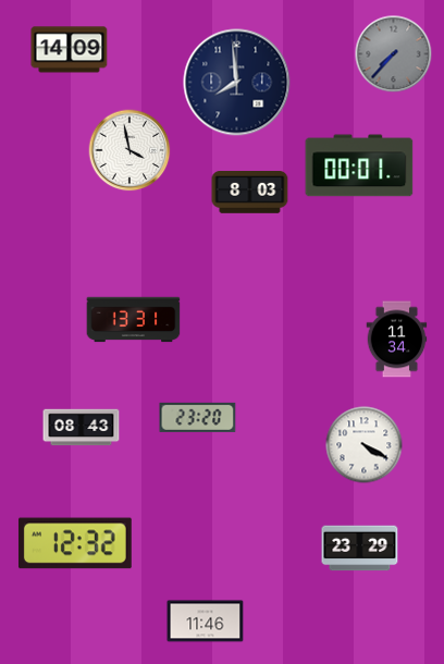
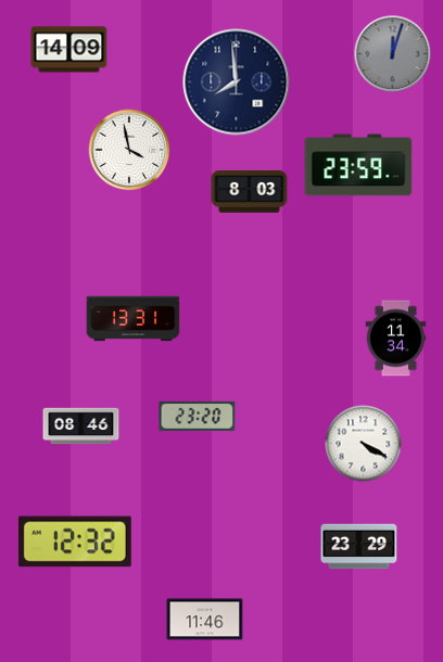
clock at (394, 54): 7:37 -> 12:03
clock at (359, 165): 00:01 -> 23:59
clock at (82, 428): 08:43 -> 08:46
